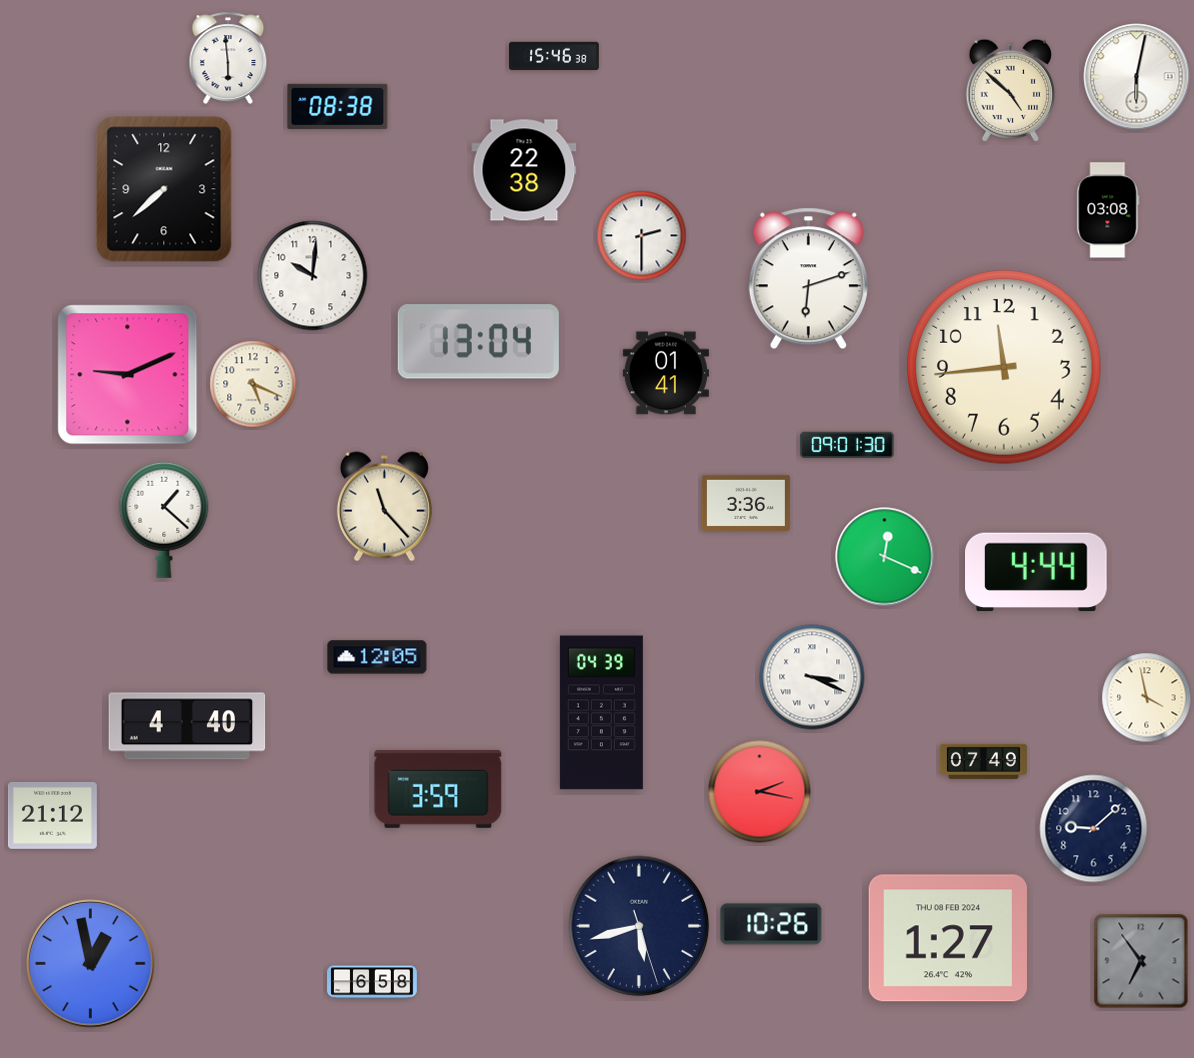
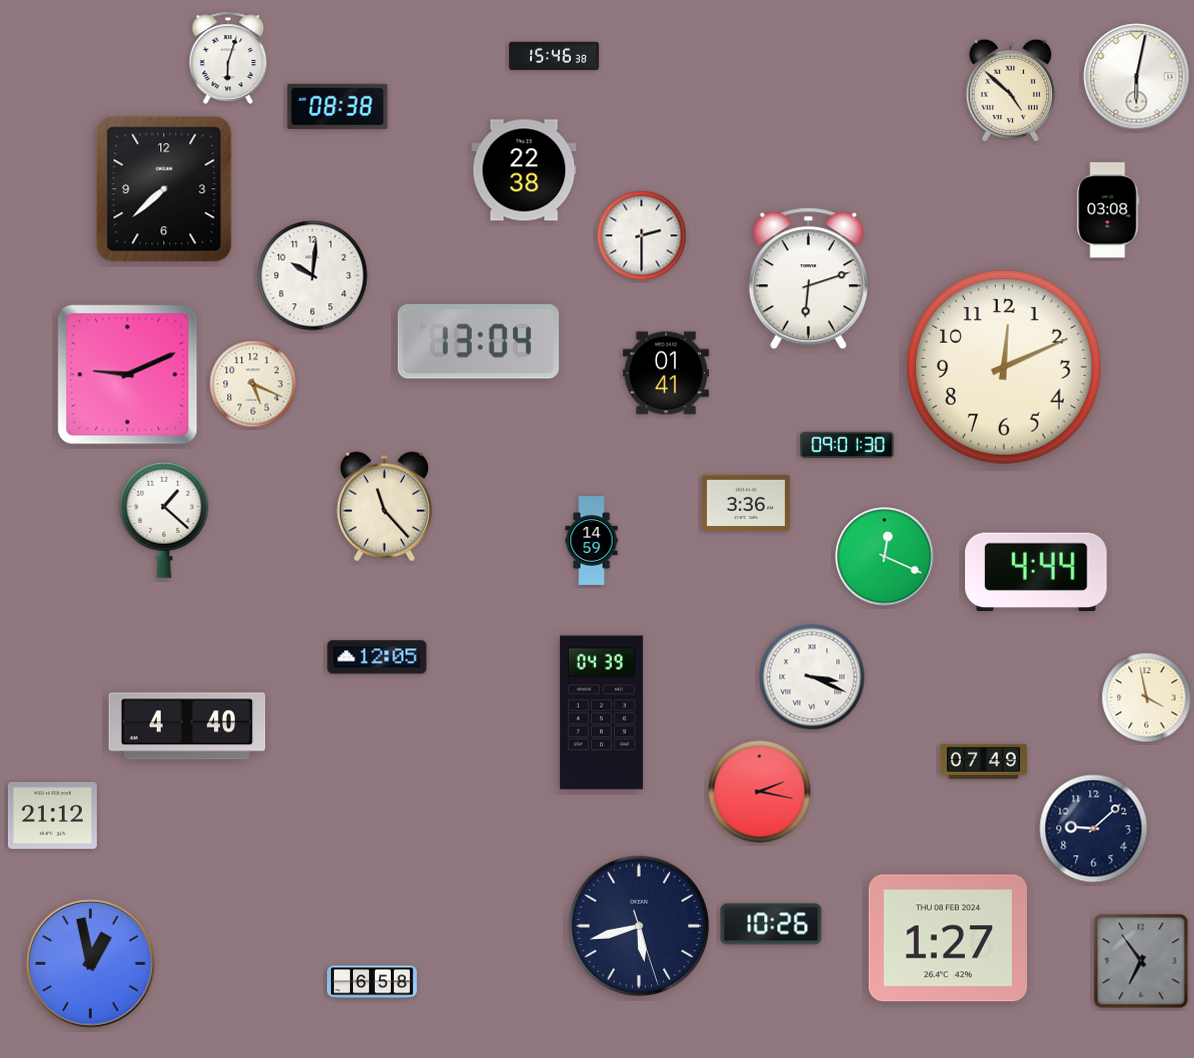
clock at (228, 57): 5:59 -> 6:03
clock at (1004, 367): 11:44 -> 12:11
clock at (592, 541): none -> 14:59
clock at (438, 789): 3:59 -> none
